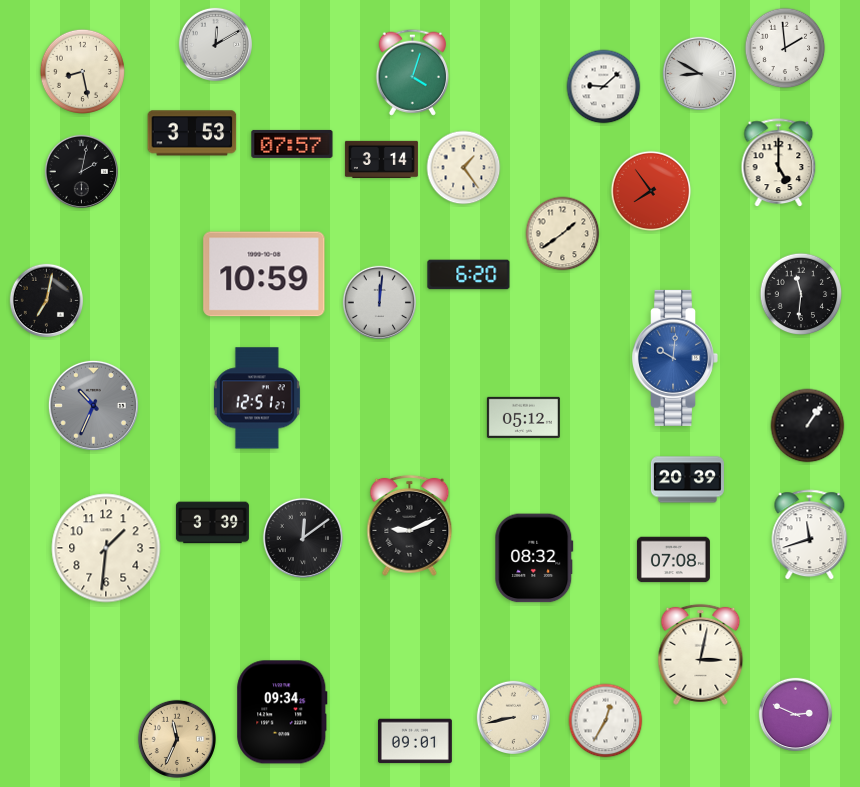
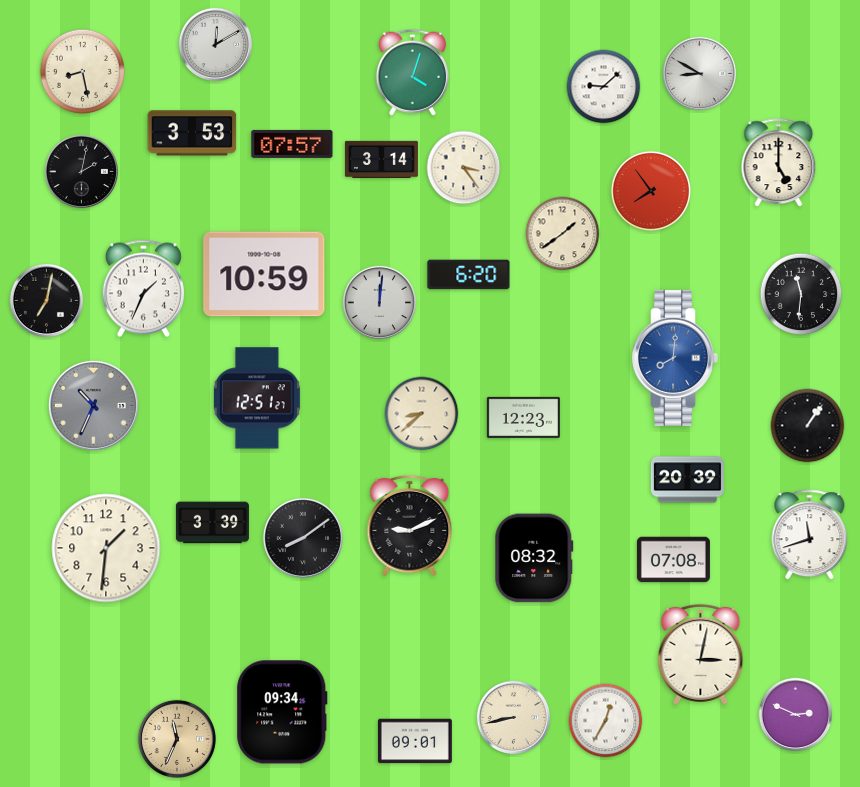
clock at (785, 48): 1:59 -> none
clock at (464, 168): 1:24 -> 3:24
clock at (143, 289): none -> 1:34
clock at (675, 358): 10:01 -> 8:01
clock at (422, 414): none -> 8:38
clock at (523, 417): 05:12 -> 12:23
clock at (303, 538): 12:09 -> 8:09
